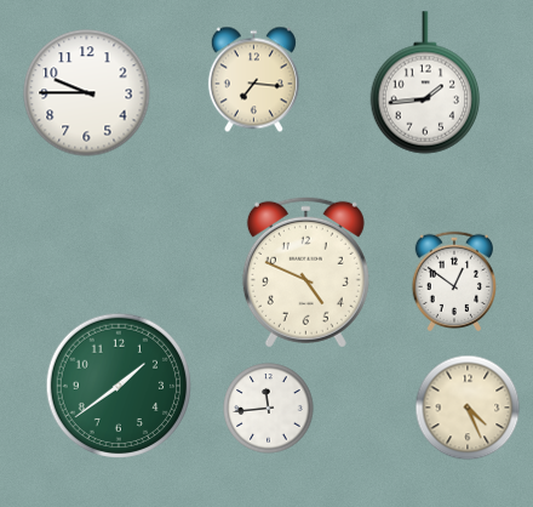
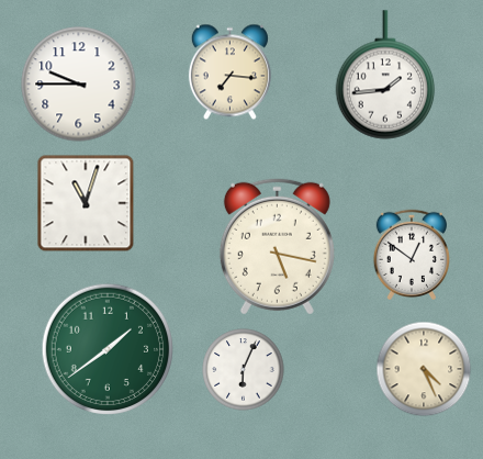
clock at (86, 203): none -> 11:03
clock at (305, 272): 4:49 -> 5:17
clock at (269, 409): 11:44 -> 6:04
